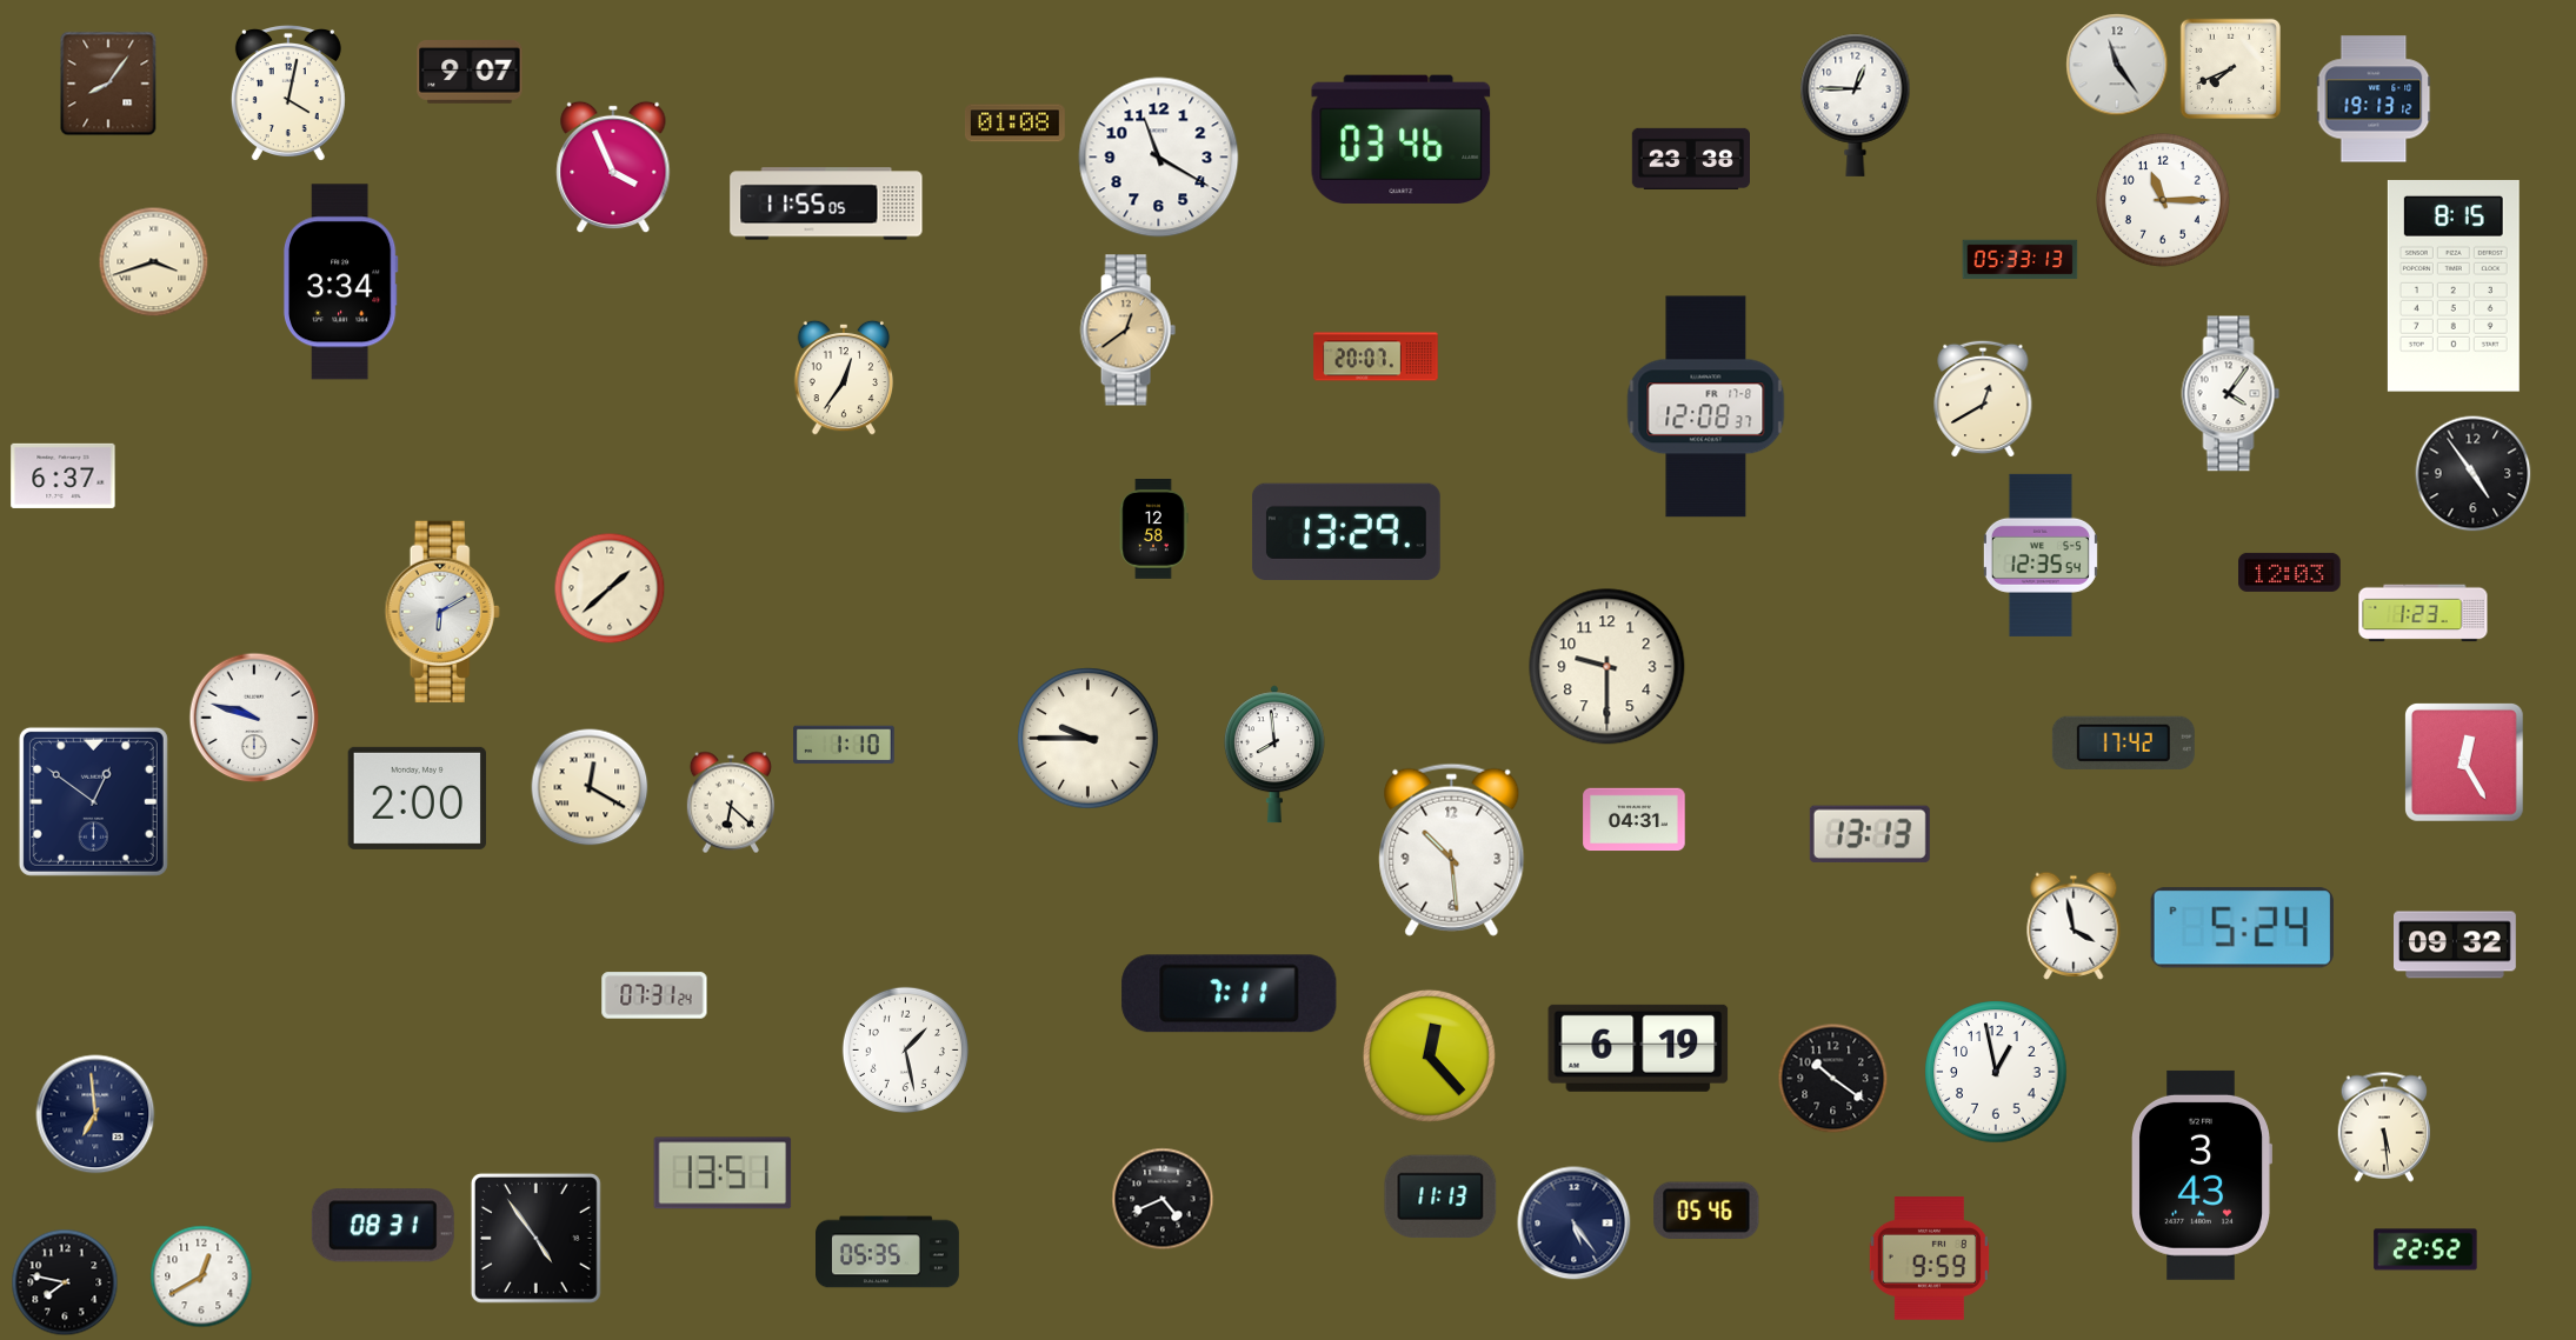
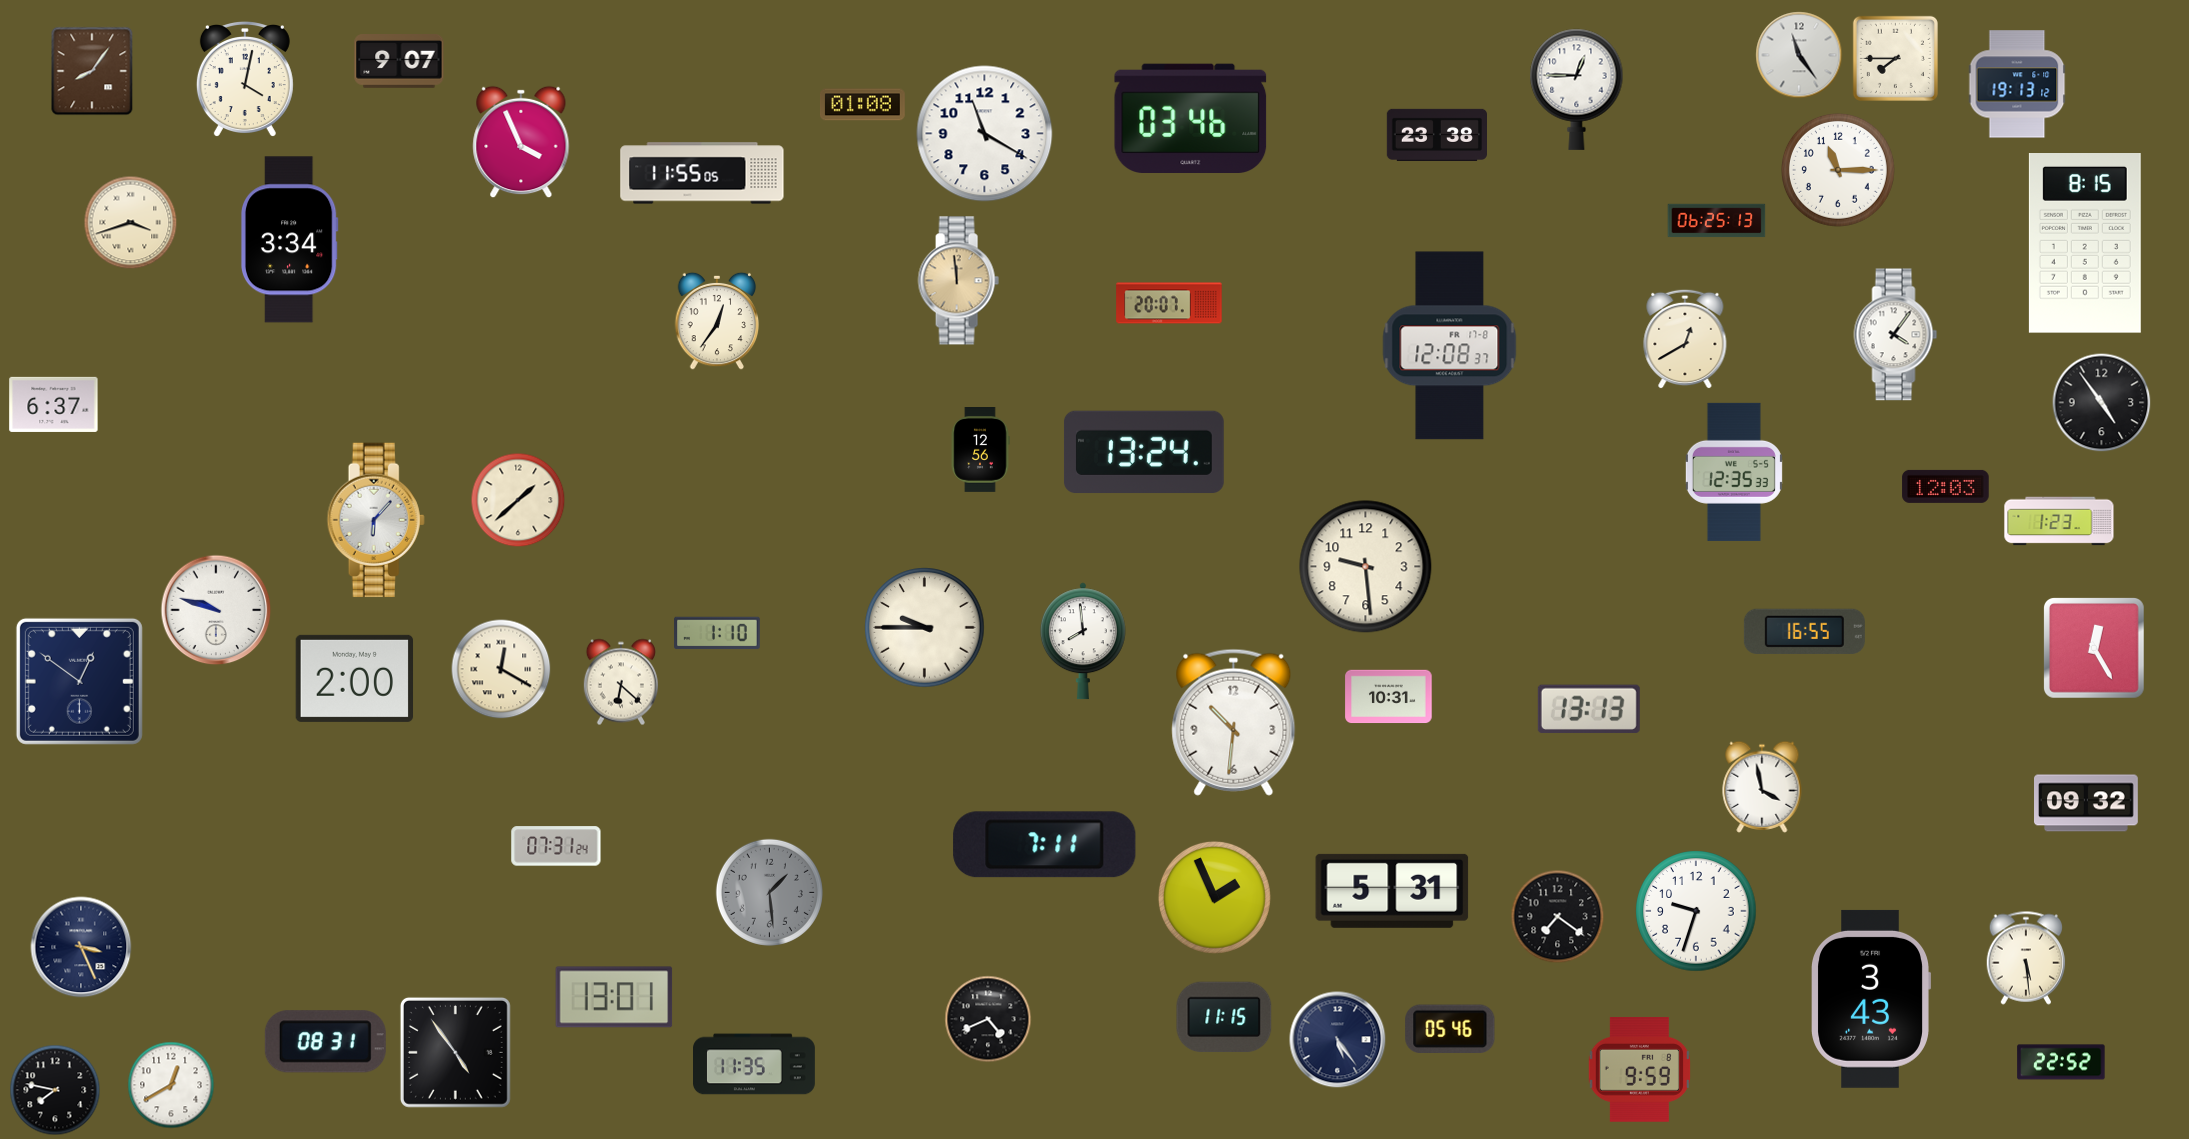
clock at (2230, 68): 7:41 -> 7:45
clock at (2021, 260): 05:33 -> 06:25
clock at (1127, 331): 12:39 -> 11:59
clock at (1153, 529): 12:58 -> 12:56
clock at (1346, 532): 13:29 -> 13:24
clock at (2041, 555): 12:35:54 -> 12:35:33
clock at (442, 612): 6:10 -> 6:07
clock at (1607, 667): 9:30 -> 9:29
clock at (2123, 742): 17:42 -> 16:55
clock at (1635, 820): 04:31 -> 10:31
clock at (1452, 849): 10:29 -> 10:31
clock at (2242, 928): 5:24 -> none
clock at (1638, 1048): 6:19 -> 5:31
clock at (905, 1049): 1:28 -> 1:29
clock at (905, 1049) dial: white -> grey
clock at (1429, 1055): 12:23 -> 1:56
clock at (1996, 1072): 12:58 -> 9:33
clock at (1833, 1079): 10:21 -> 7:21
clock at (95, 1114): 6:59 -> 3:26
clock at (723, 1173): 13:51 -> 13:01
clock at (1440, 1196): 11:13 -> 11:15
clock at (888, 1252): 05:35 -> 11:35
